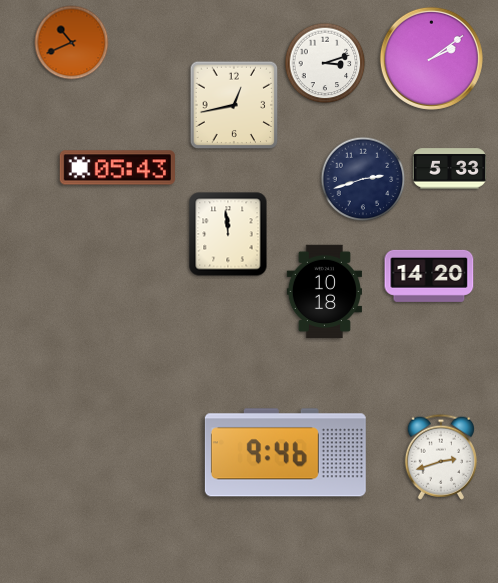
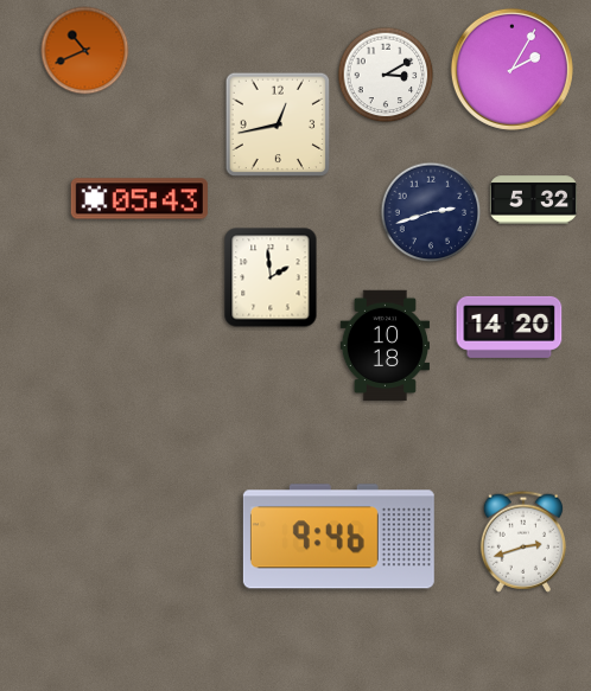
clock at (431, 58): 2:09 -> 2:05
clock at (325, 63): 3:12 -> 3:10
clock at (449, 169): 5:33 -> 5:32
clock at (228, 234): 11:59 -> 1:59
